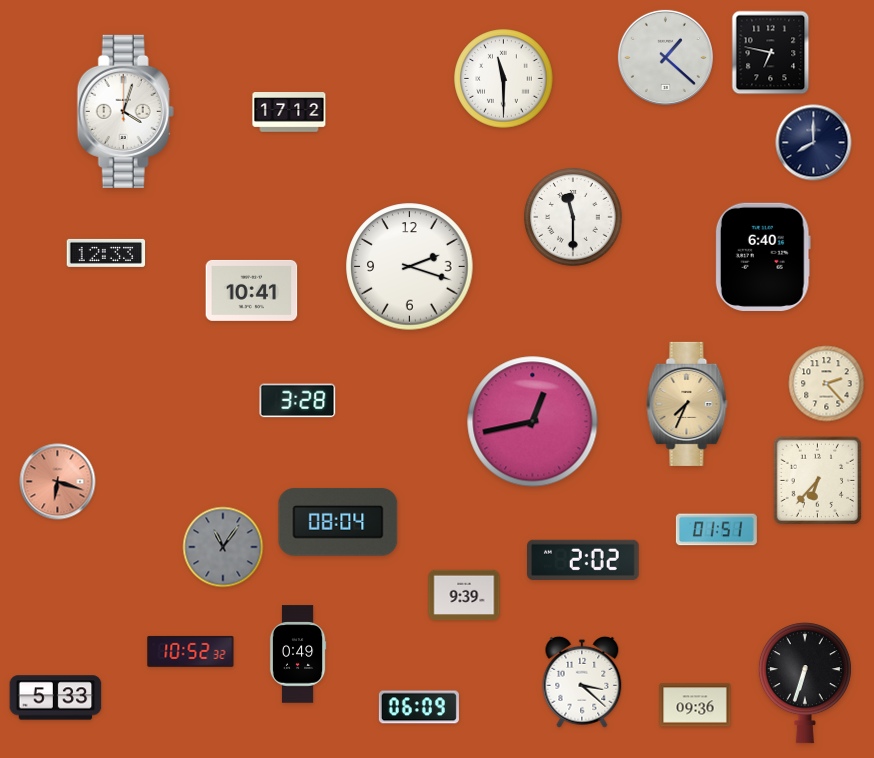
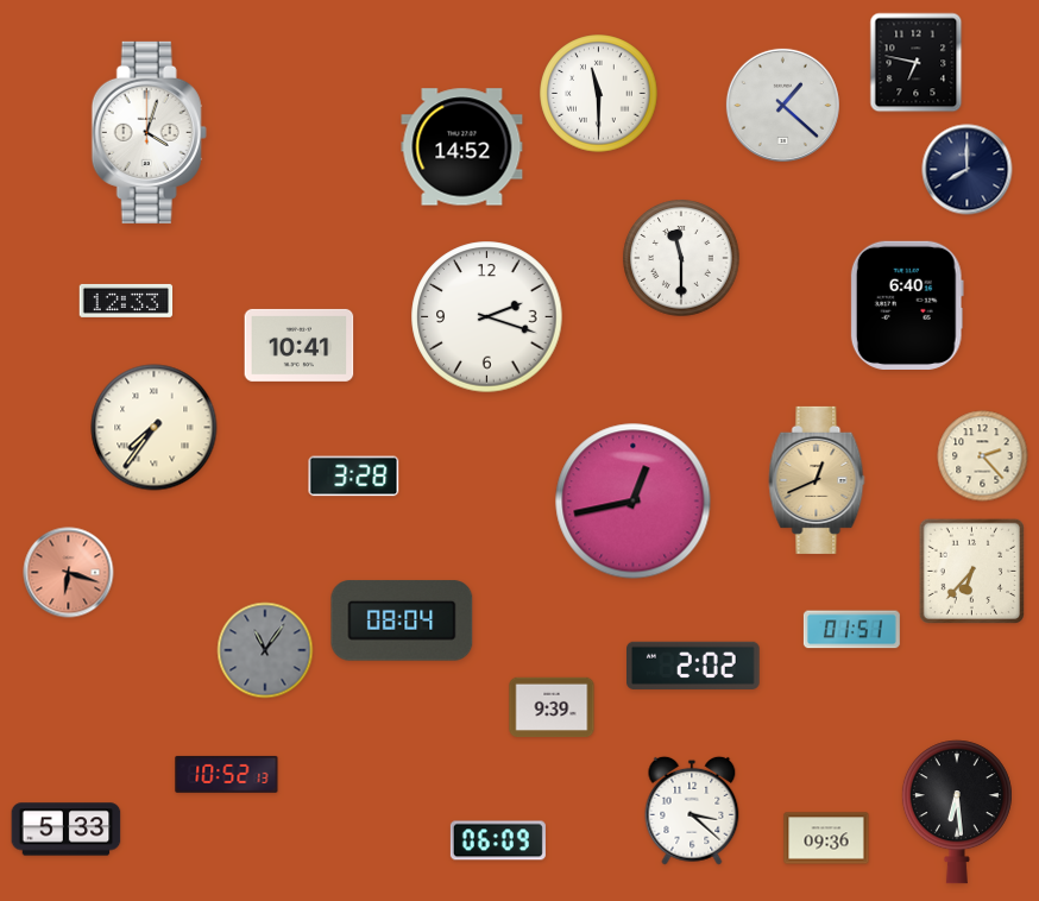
clock at (665, 57) position: (665, 57) -> (782, 105)
clock at (289, 113): 17:12 -> none
clock at (462, 147): none -> 14:52
clock at (155, 428): none -> 7:36
clock at (687, 404): 7:34 -> 12:41
clock at (191, 651): 10:52:32 -> 10:52:13
clock at (298, 654): 0:49 -> none
clock at (805, 683): 6:33 -> 6:29
